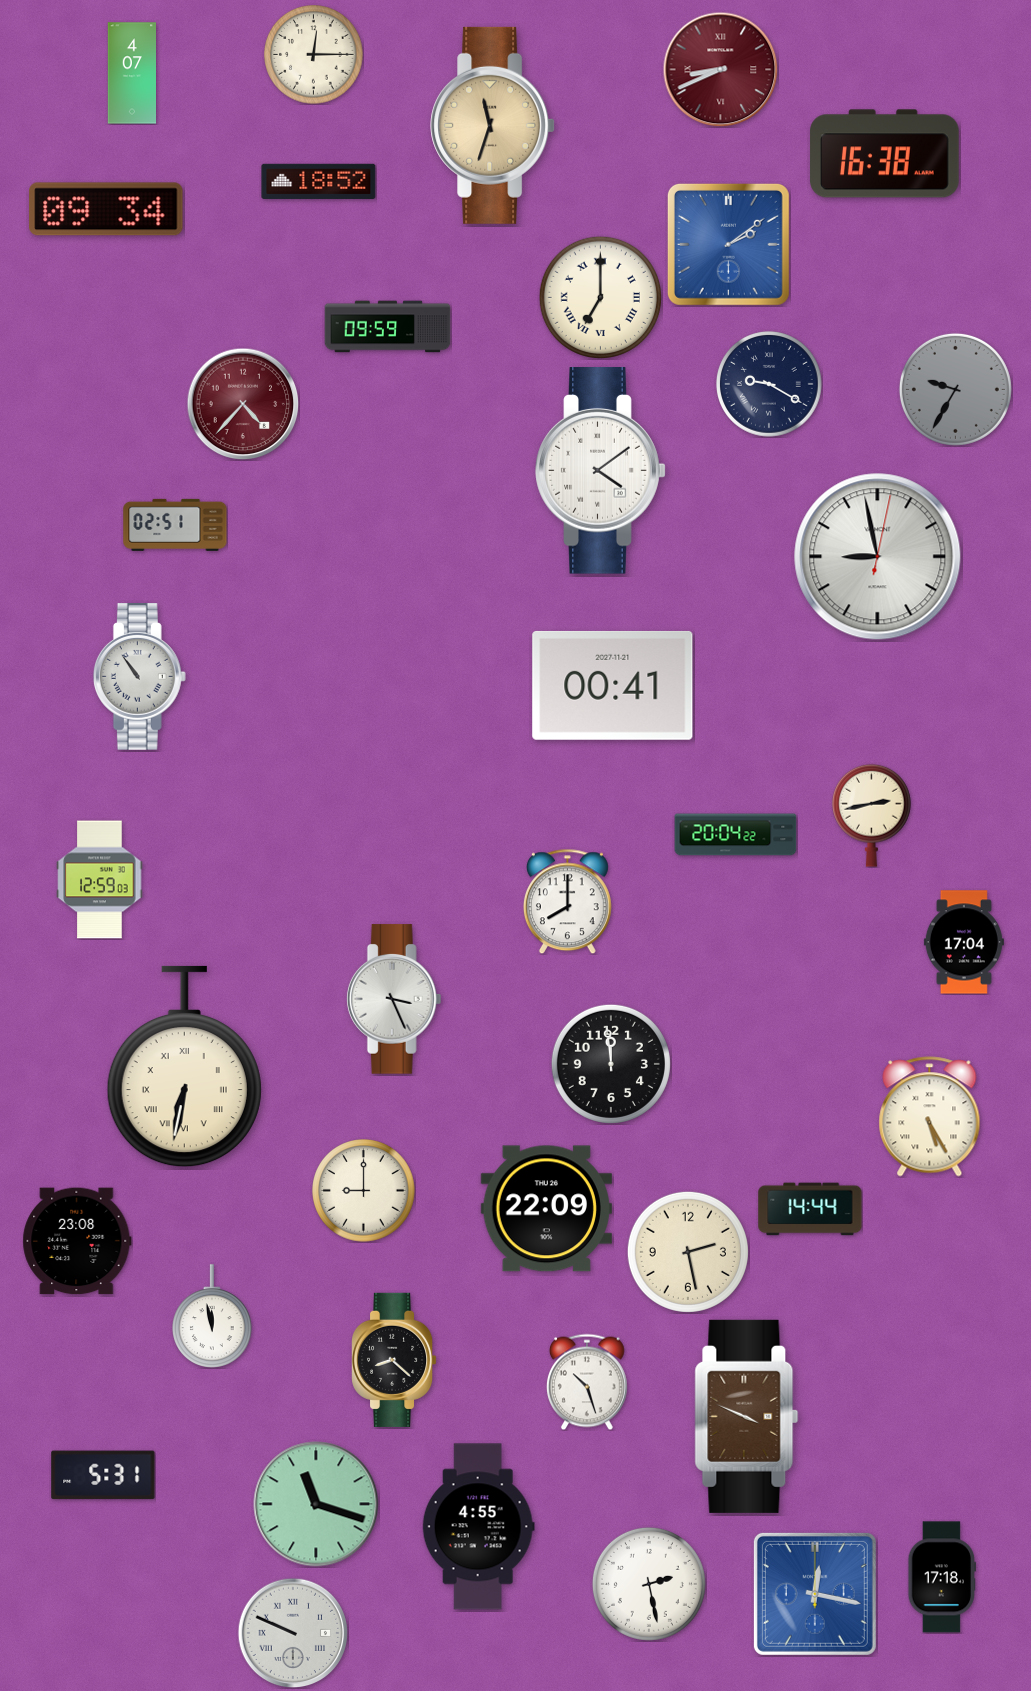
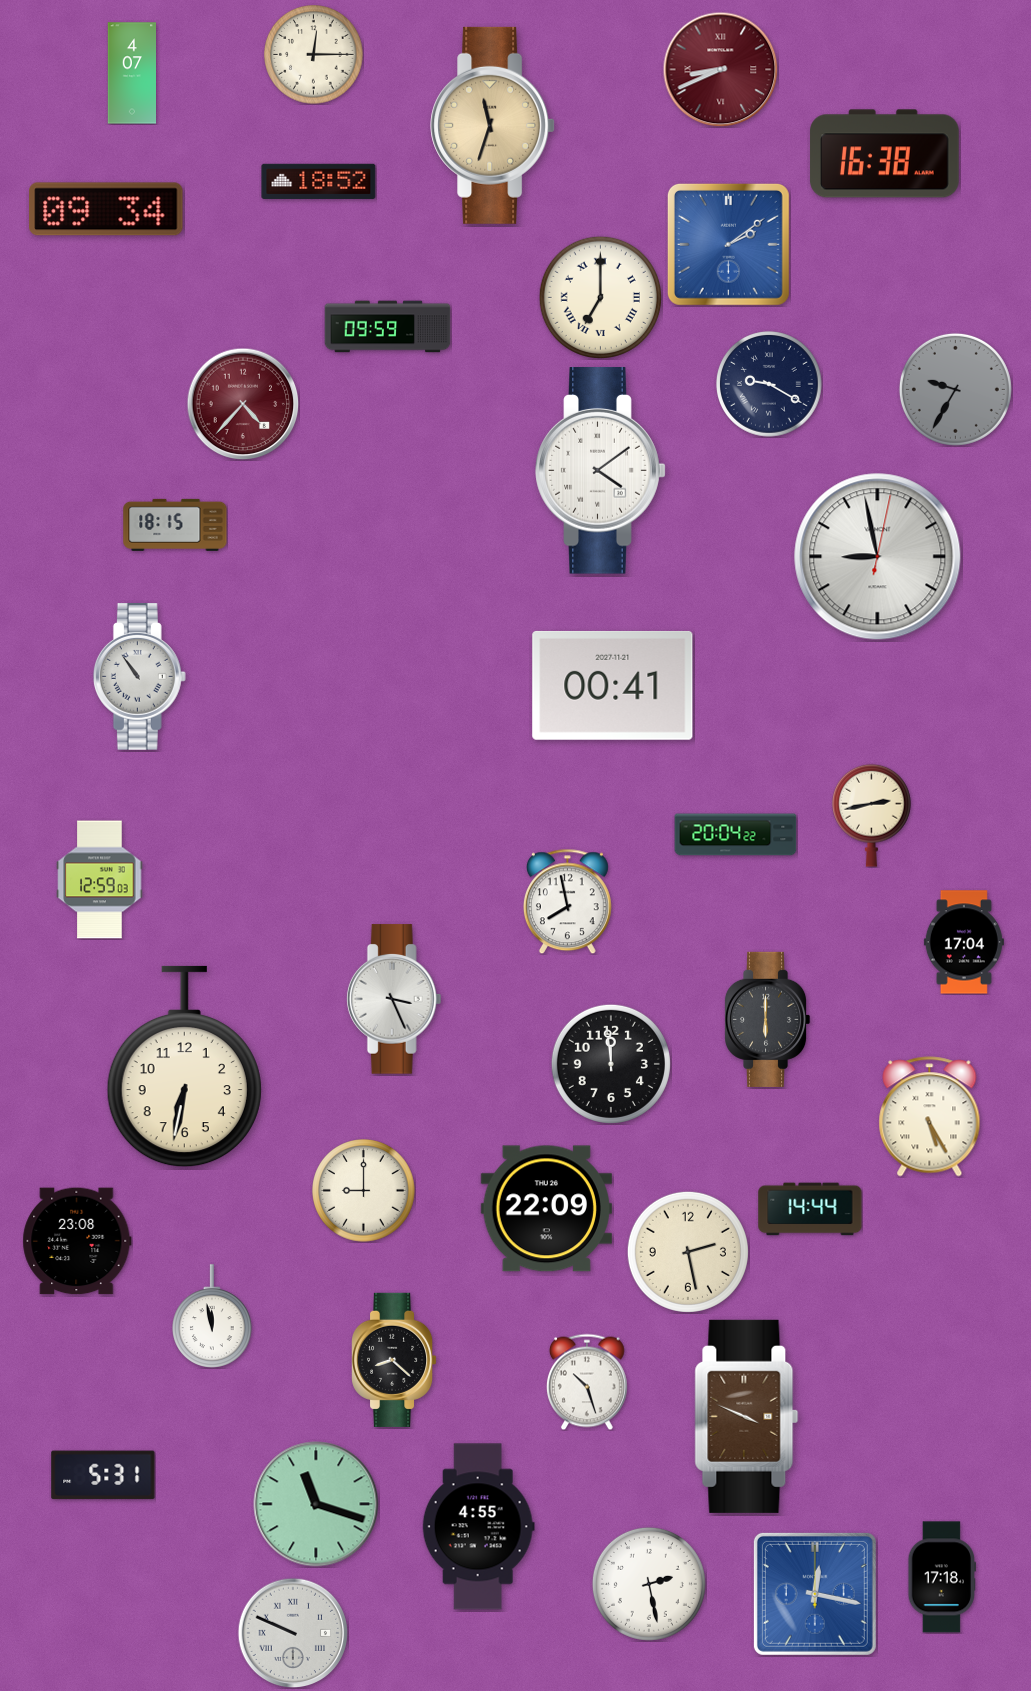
clock at (175, 525): 02:51 -> 18:15
clock at (567, 901): 8:00 -> 7:58
clock at (767, 1019): none -> 6:00
clock at (184, 1067) numerals: Roman -> Arabic
